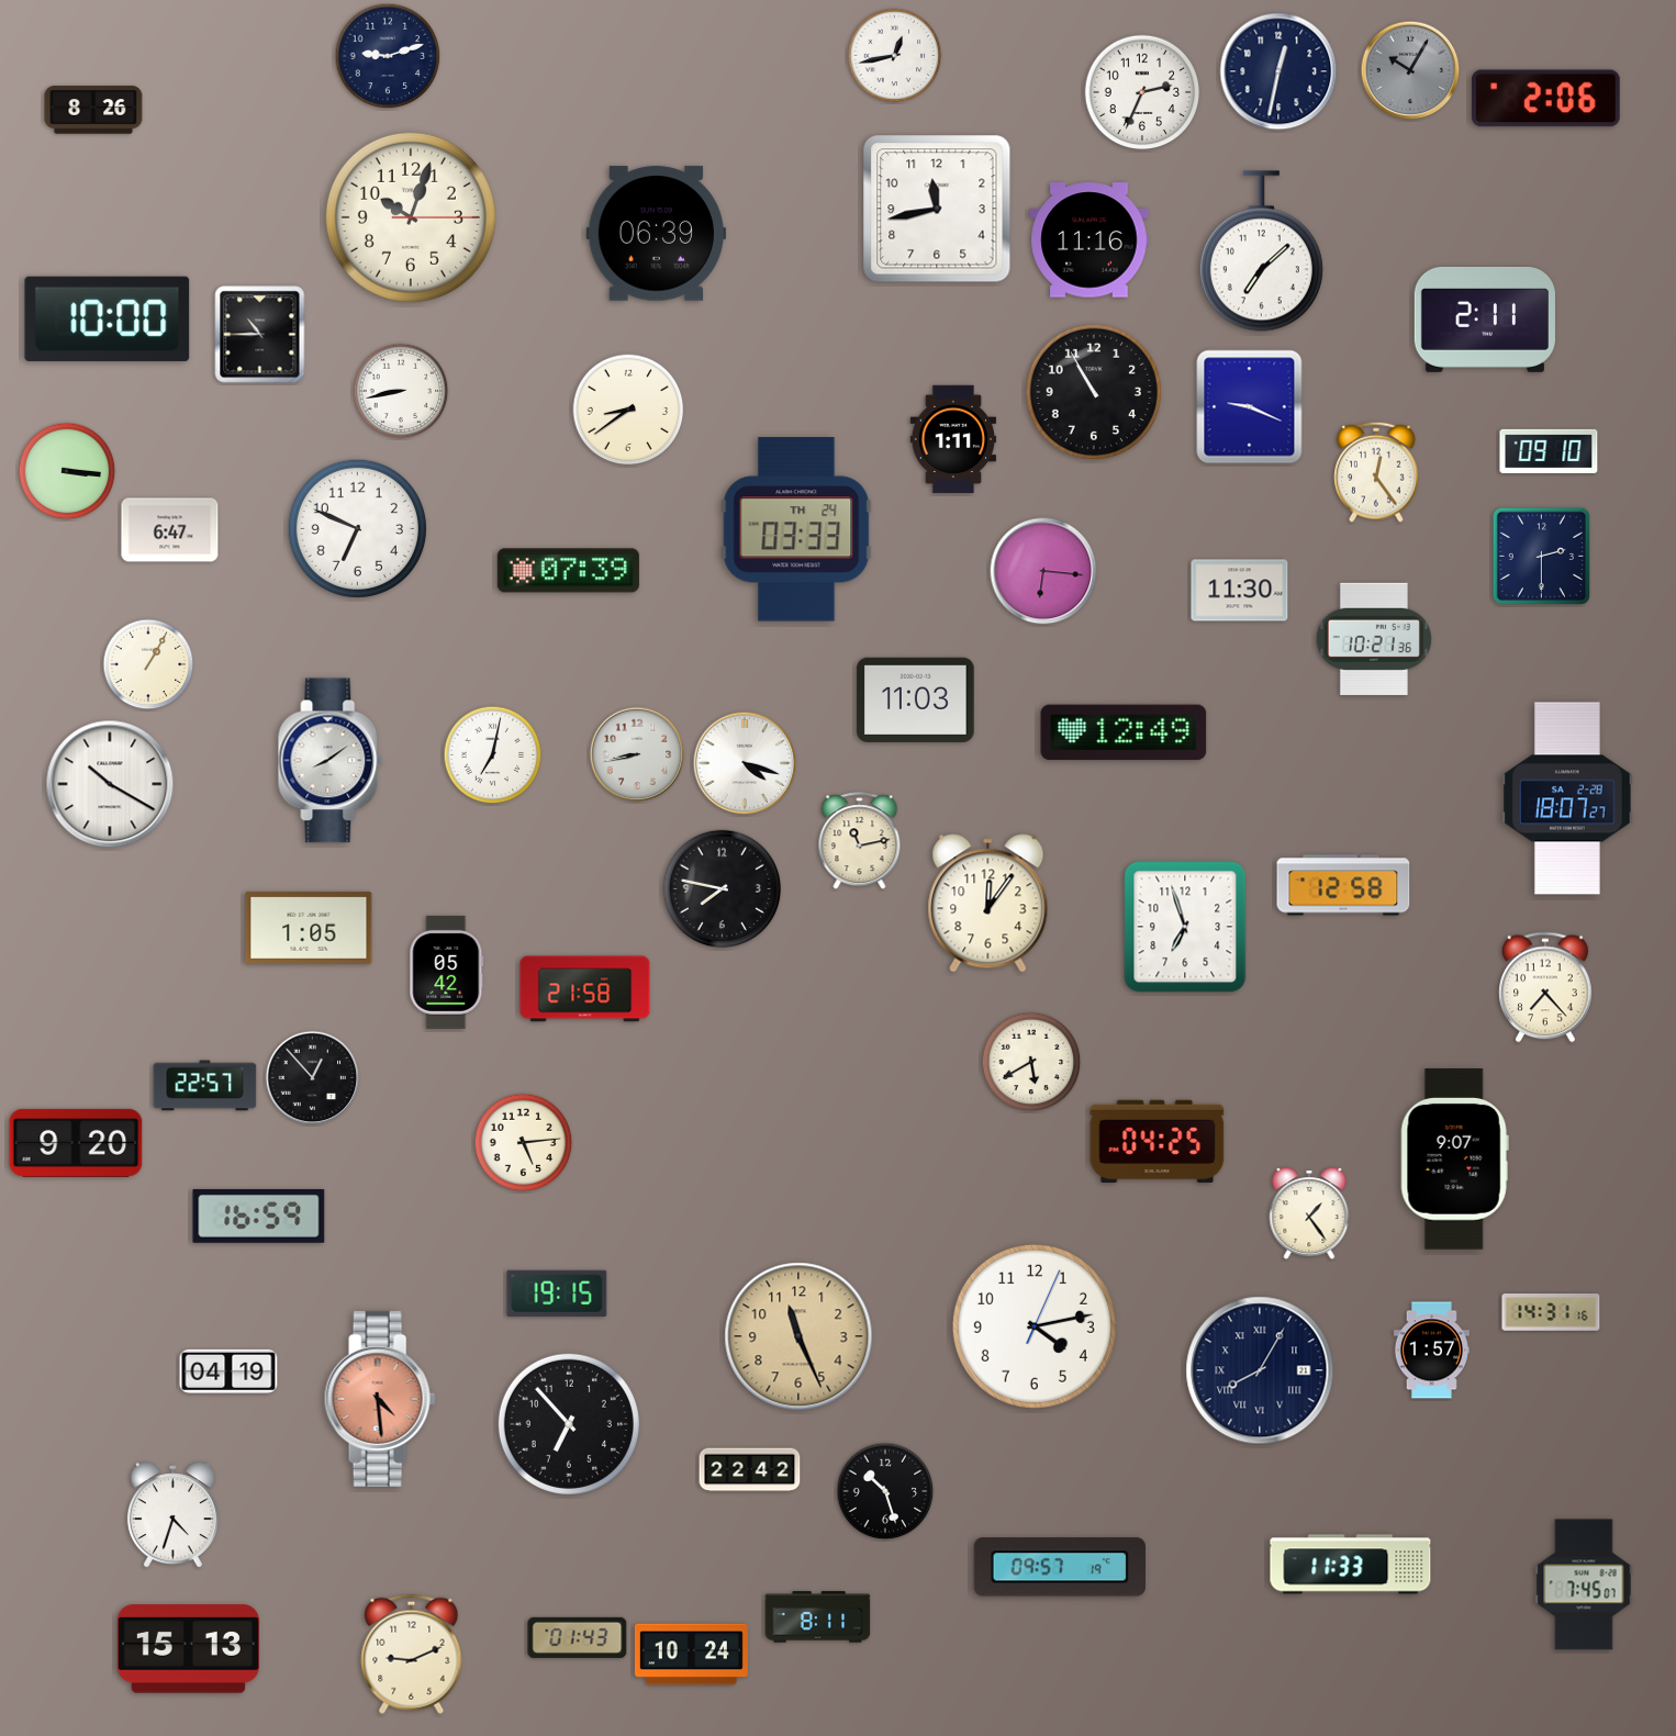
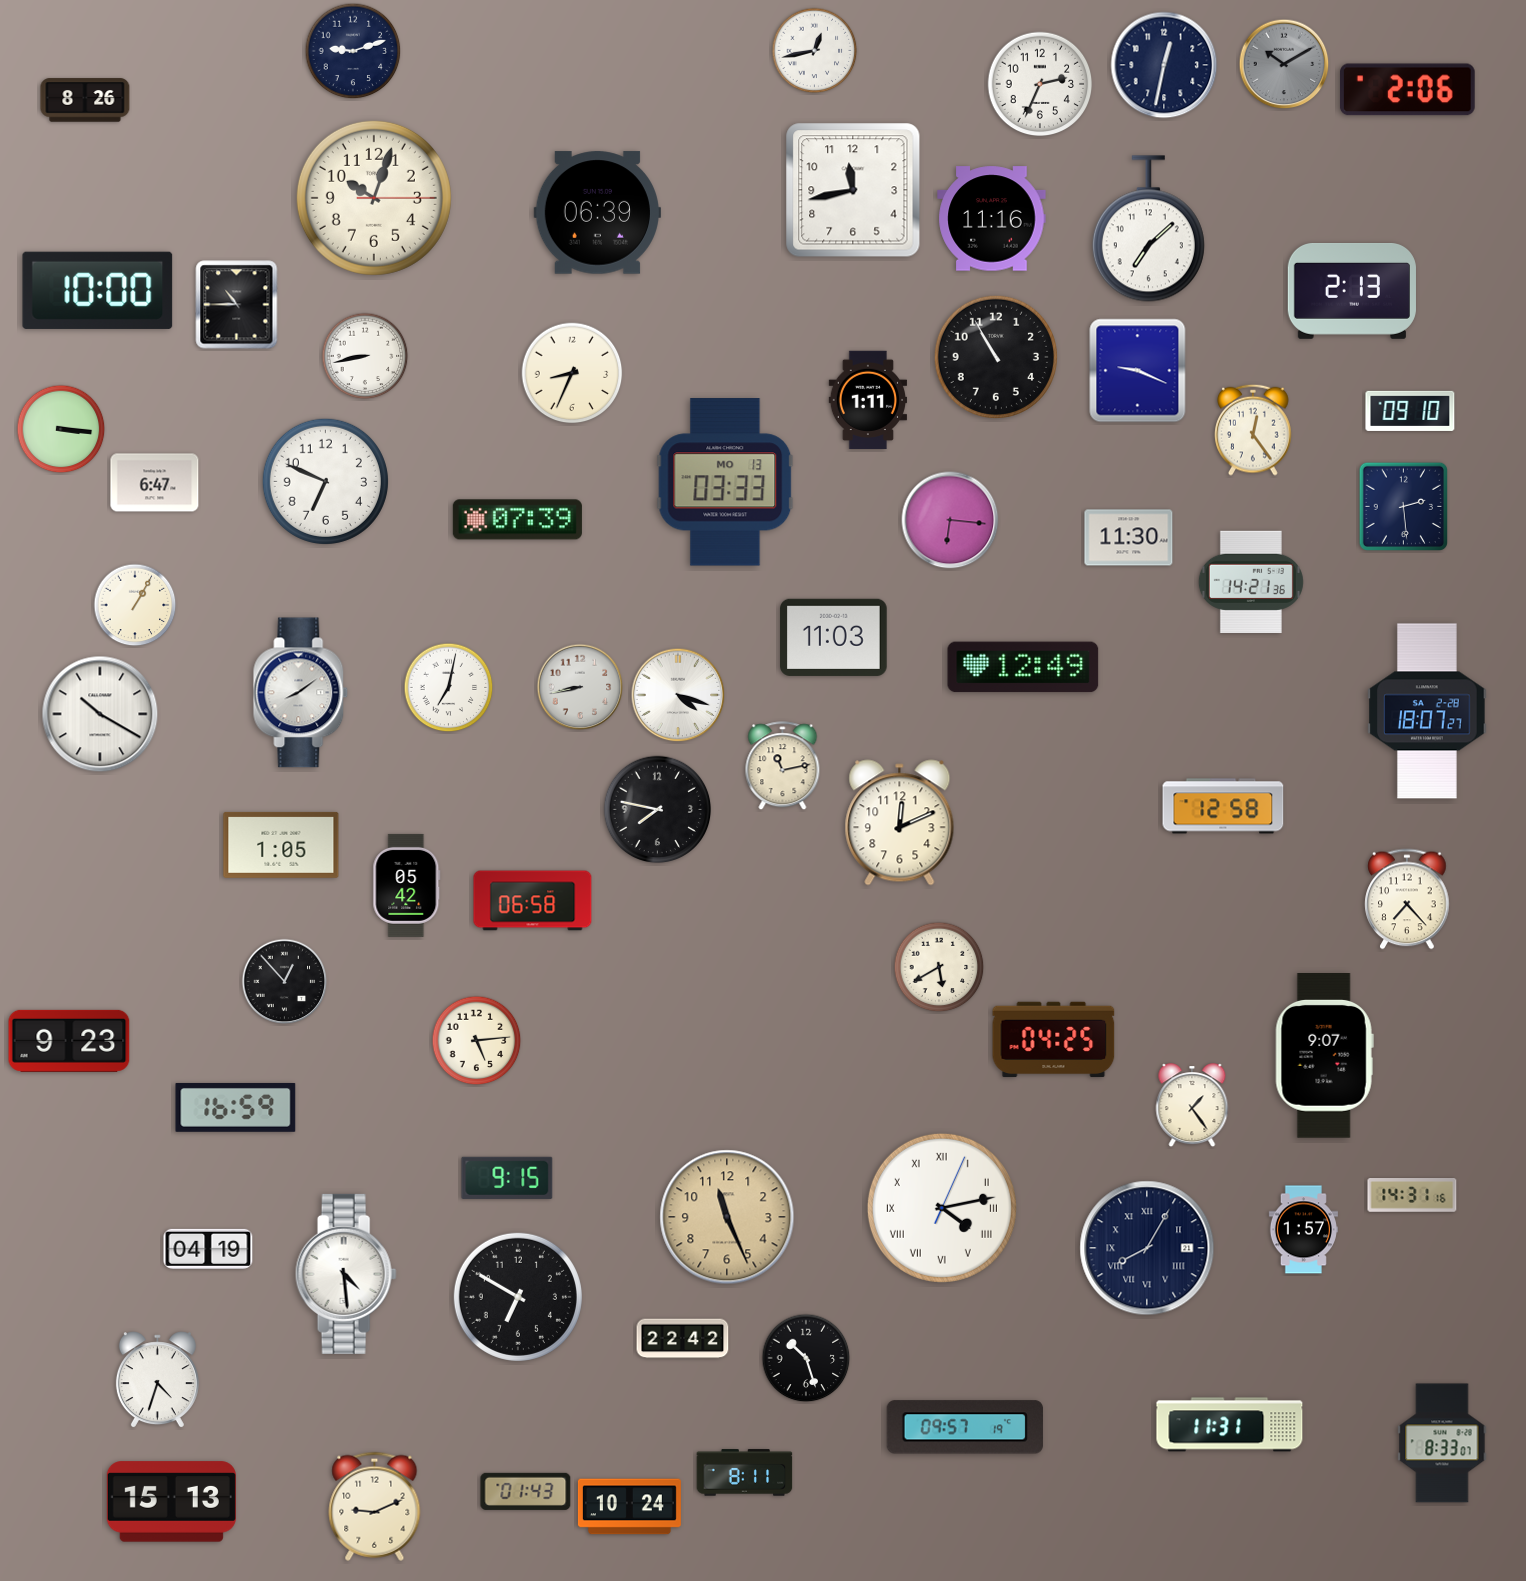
clock at (1410, 70): 10:05 -> 10:10
clock at (1485, 321): 2:11 -> 2:13
clock at (628, 410): 8:39 -> 8:34
clock at (796, 529) date: TH 24 -> MO 13
clock at (1541, 556): 2:30 -> 2:29
clock at (1374, 639): 10:21 -> 14:21
clock at (1567, 798) position: (1567, 798) -> (1427, 711)
clock at (988, 904): 12:06 -> 12:11
clock at (1185, 927): 6:57 -> none
clock at (585, 989): 21:58 -> 06:58
clock at (205, 1086): 22:57 -> none
clock at (76, 1143): 9:20 -> 9:23
clock at (557, 1293): 19:15 -> 9:15
clock at (1035, 1326) numerals: Arabic -> Roman
clock at (380, 1399) dial: salmon -> white
clock at (569, 1424): 6:53 -> 6:50
clock at (1351, 1565): 11:33 -> 11:31
clock at (1584, 1584): 7:45 -> 8:33
